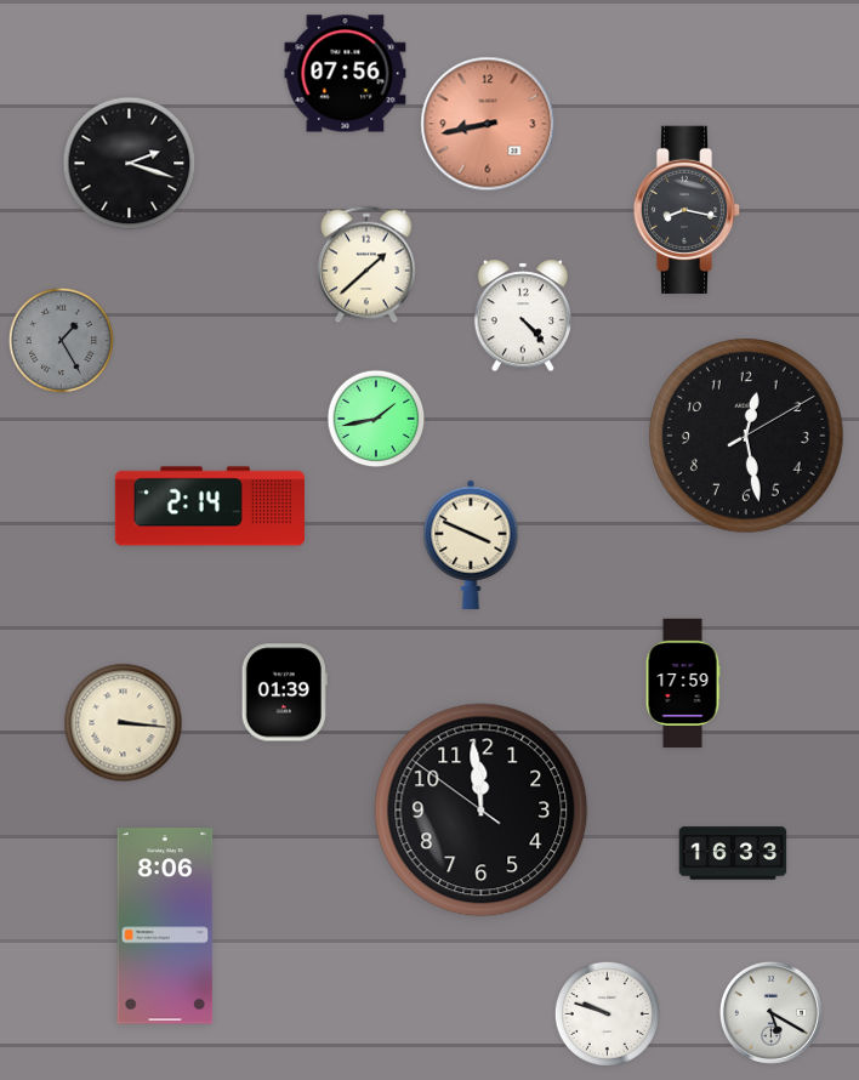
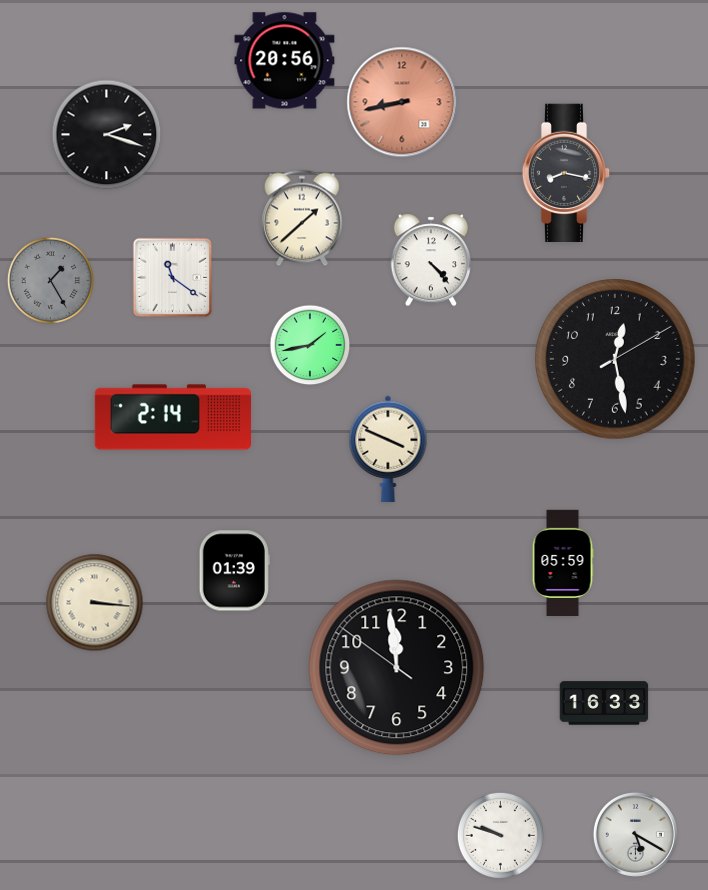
clock at (346, 74): 07:56 -> 20:56
clock at (173, 278): none -> 11:21
clock at (683, 682): 17:59 -> 05:59
clock at (124, 723) position: (124, 723) -> (95, 603)
clock at (165, 926): 8:06 -> none
